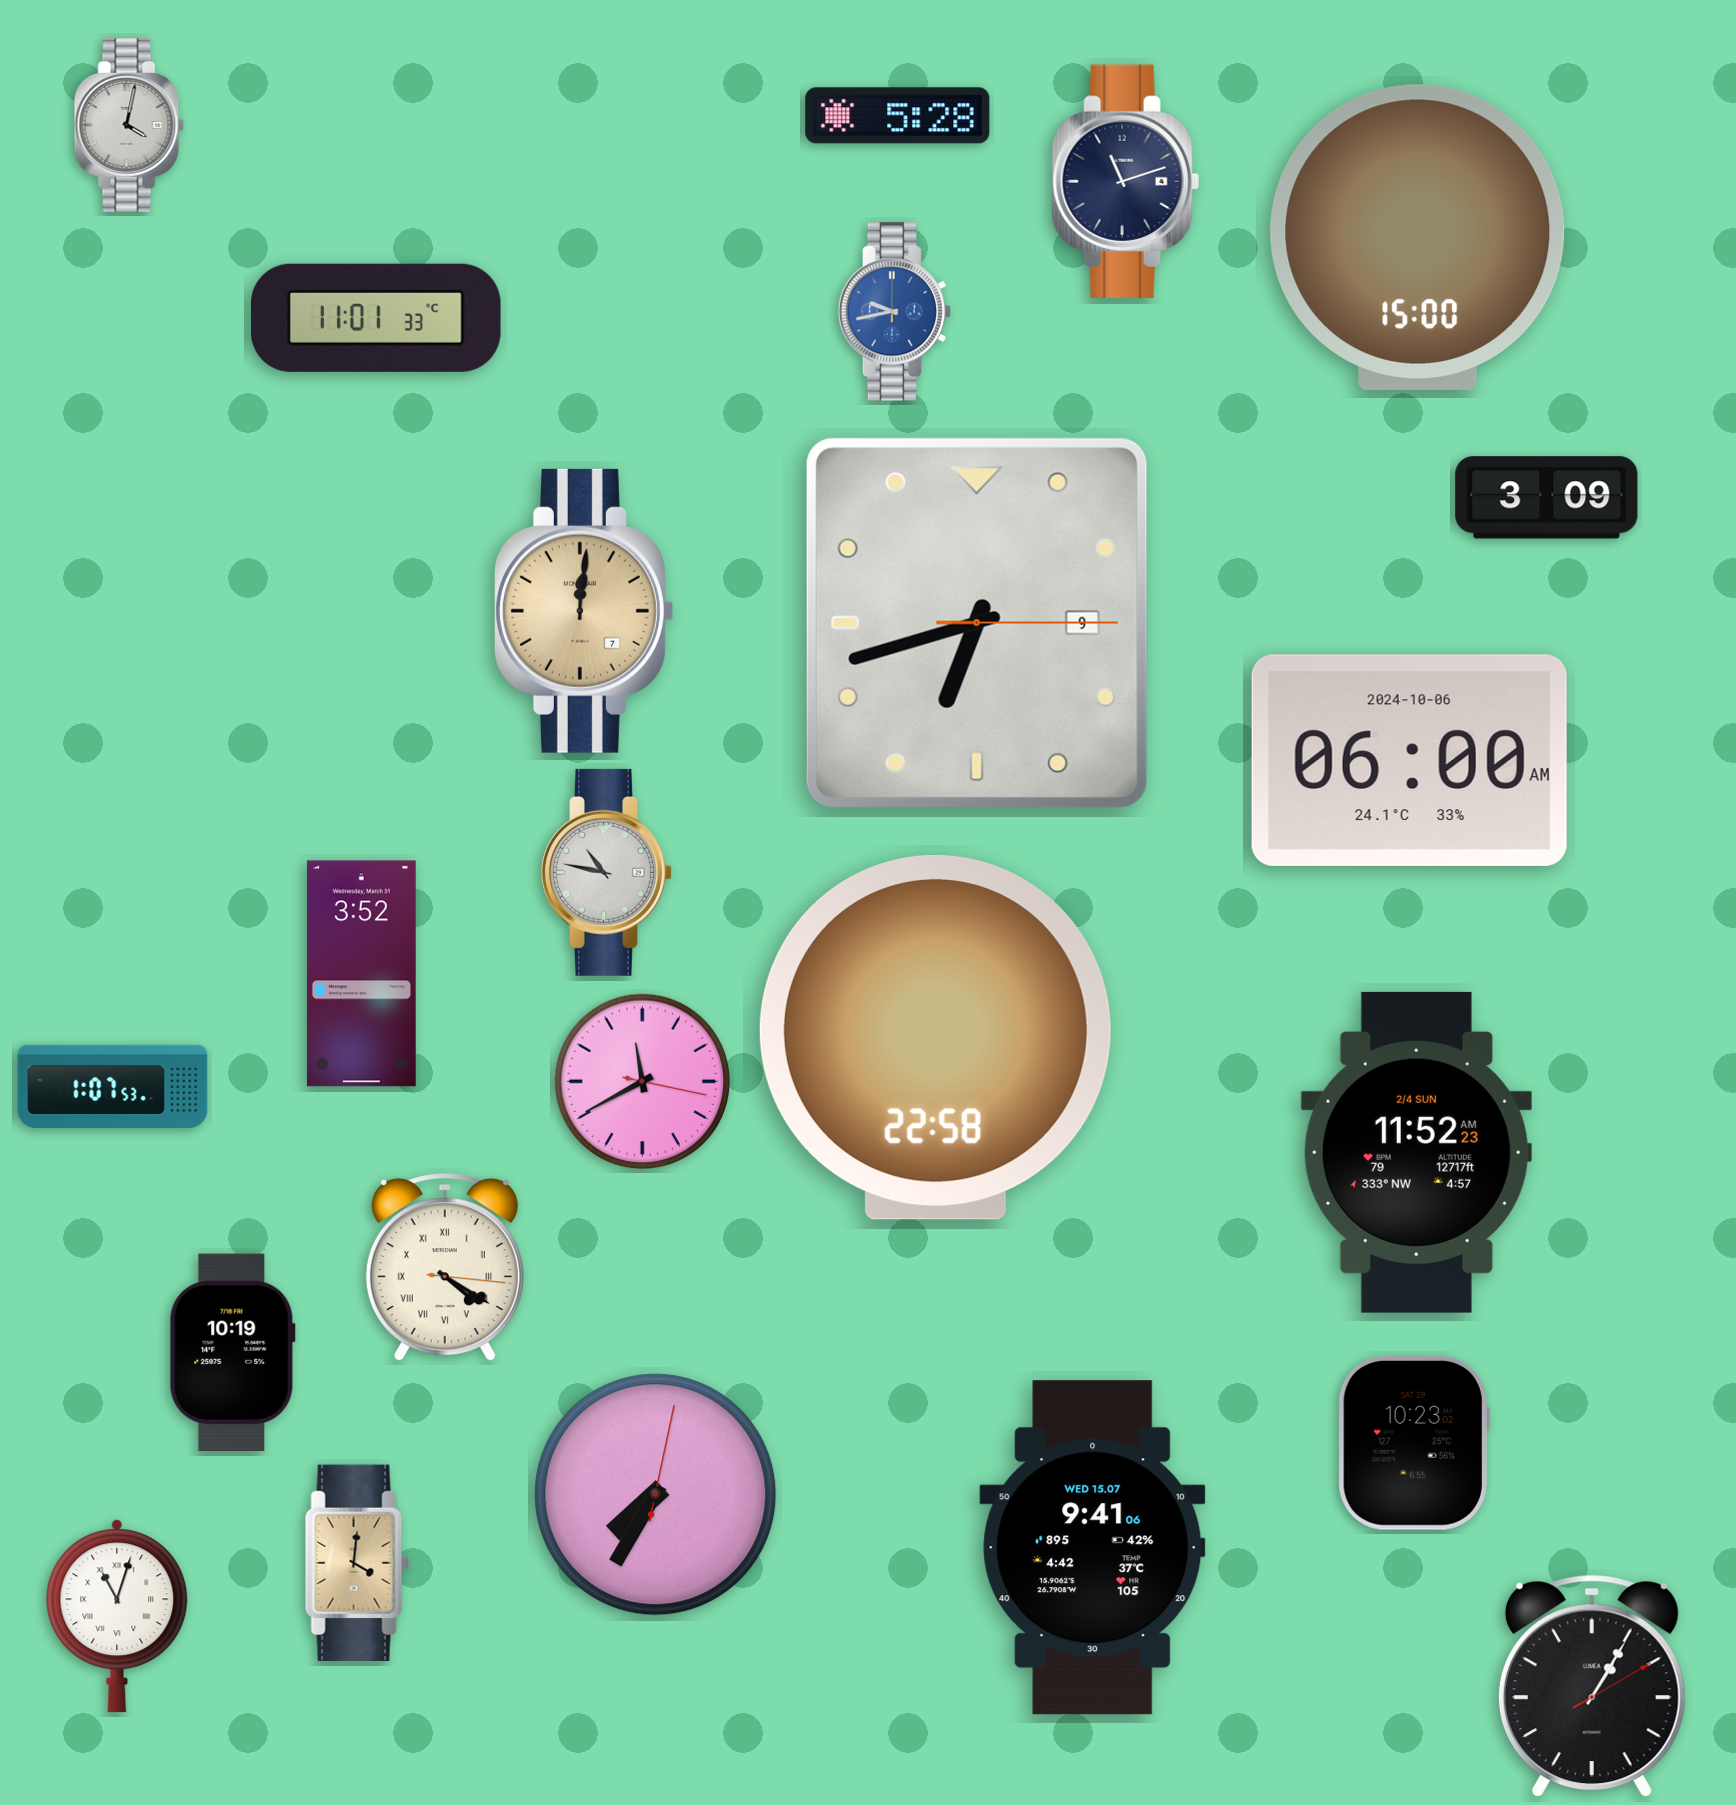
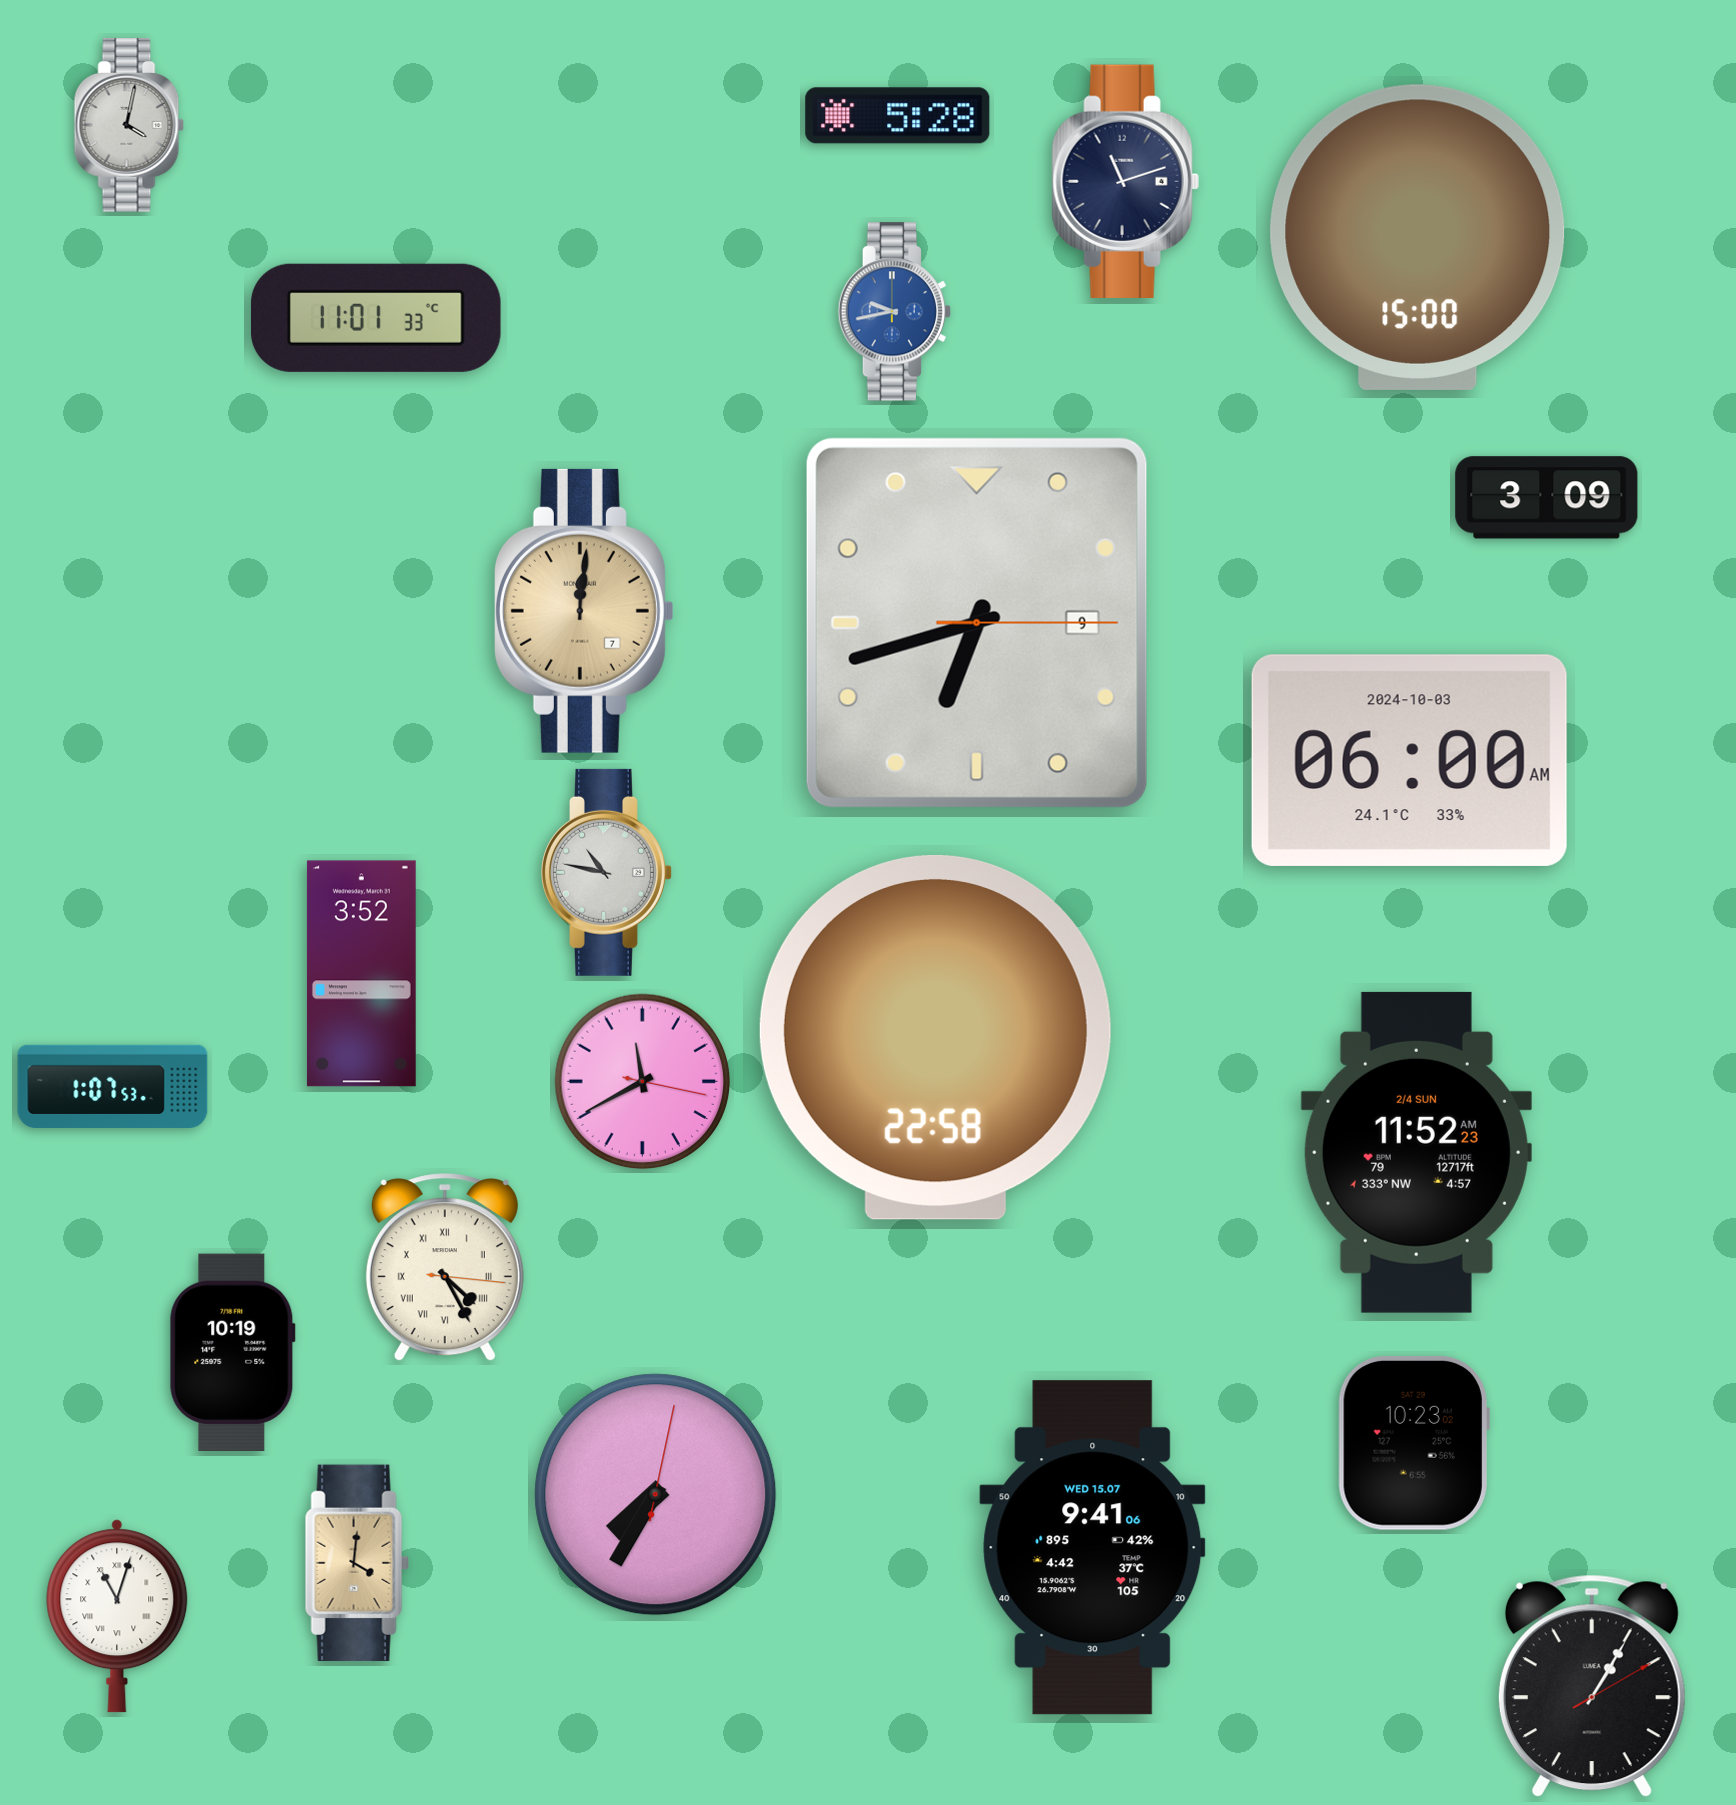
clock at (1409, 760) date: 2024-10-06 -> 2024-10-03
clock at (445, 1268): 4:20 -> 4:25
